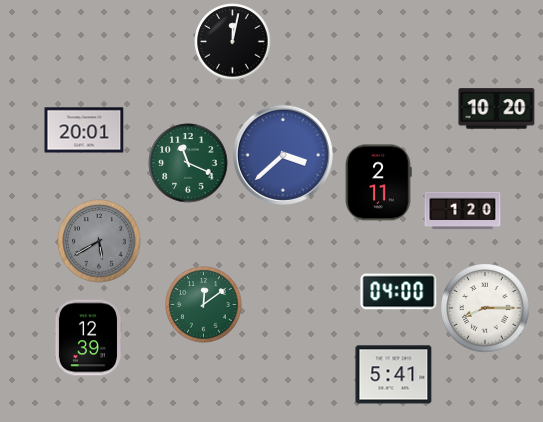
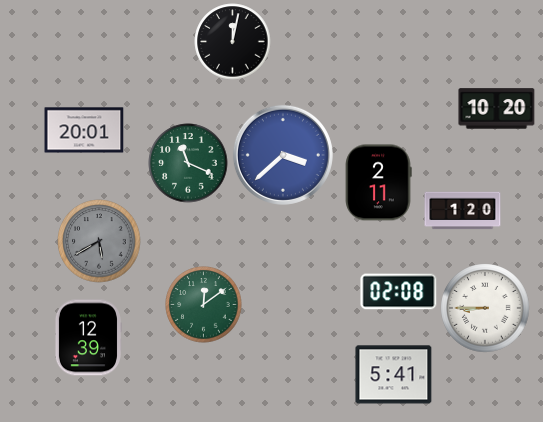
clock at (399, 292): 04:00 -> 02:08
clock at (485, 308): 8:15 -> 8:45
